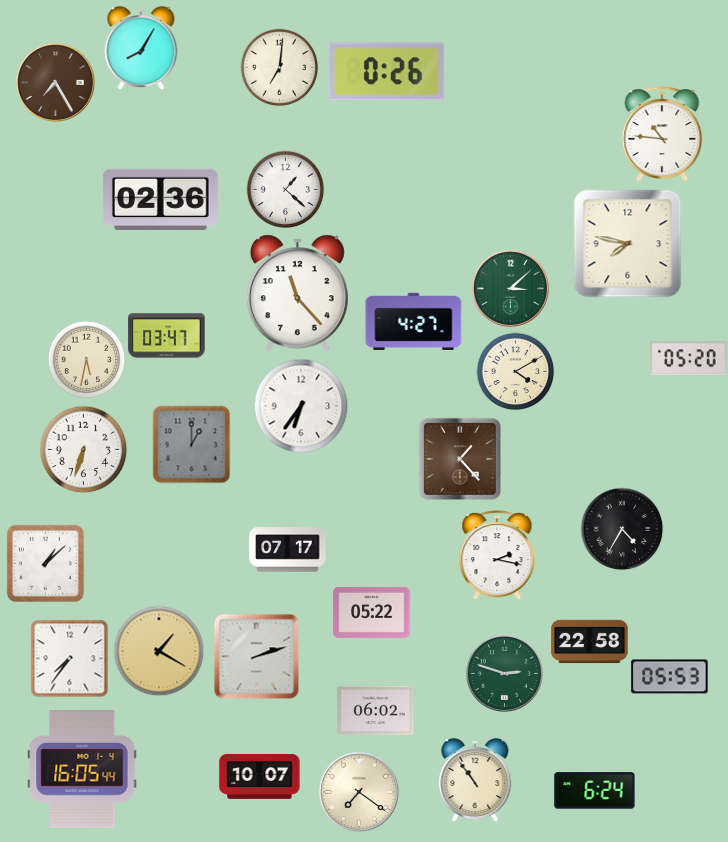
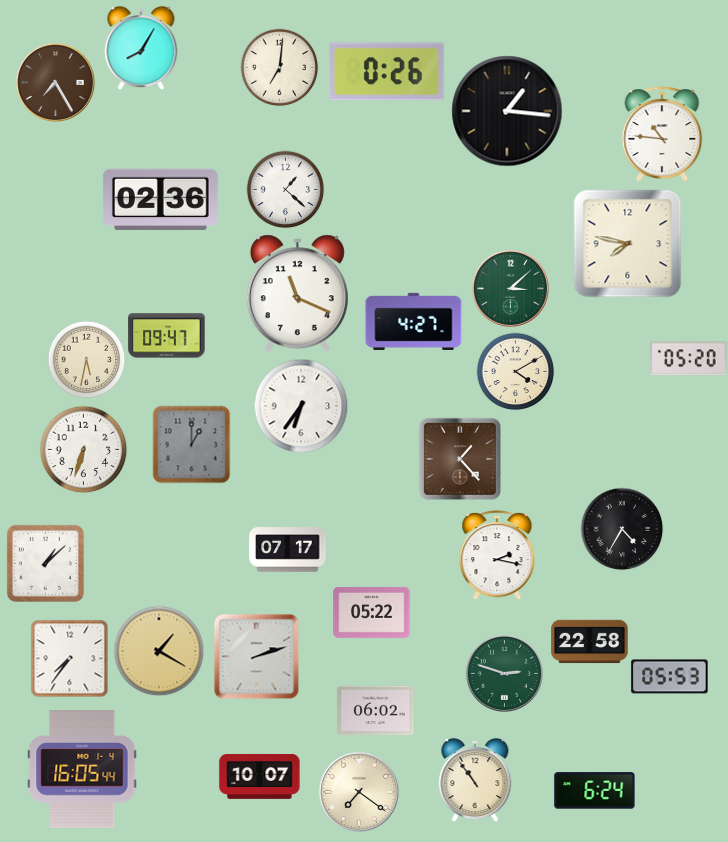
clock at (507, 111): none -> 1:16
clock at (297, 294): 11:23 -> 11:19
clock at (167, 336): 03:47 -> 09:47
